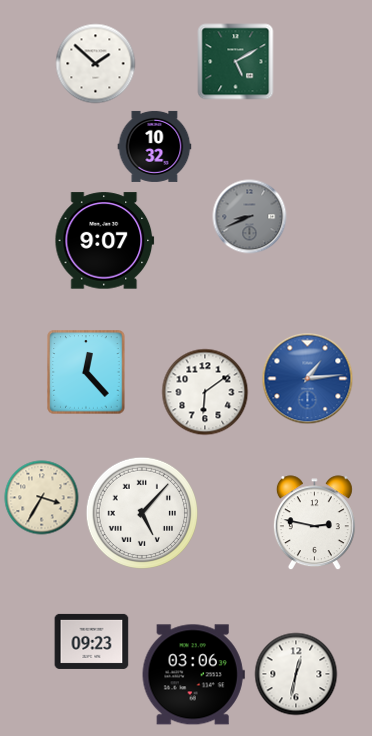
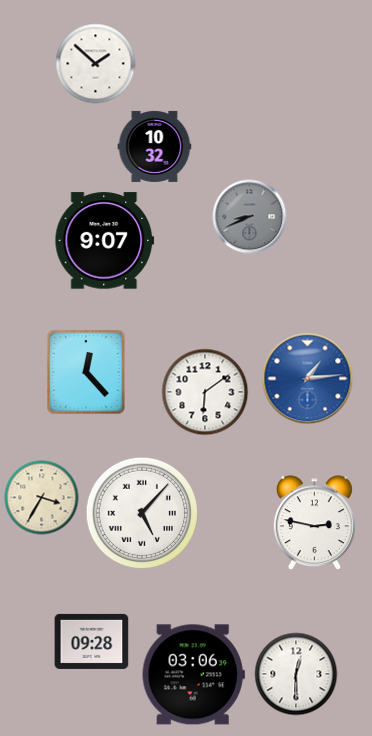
clock at (236, 62): 5:10 -> none
clock at (92, 641): 09:23 -> 09:28
clock at (296, 674): 12:32 -> 12:30
